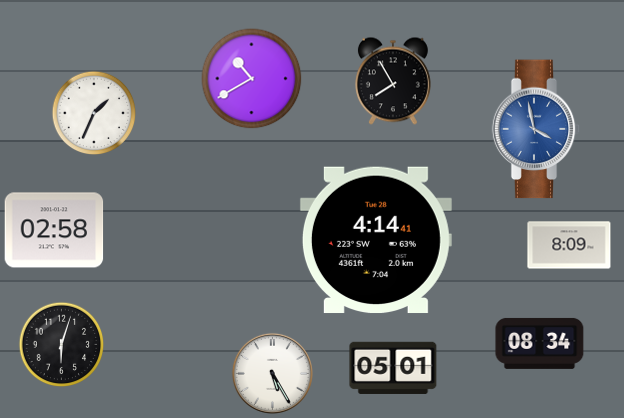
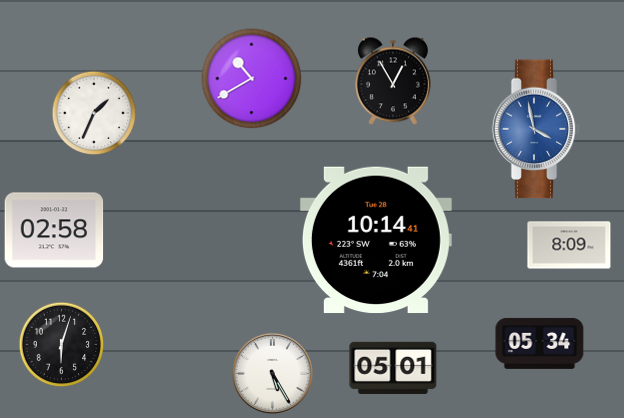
clock at (393, 81): 7:55 -> 12:55
clock at (376, 240): 4:14 -> 10:14
clock at (540, 343): 08:34 -> 05:34
